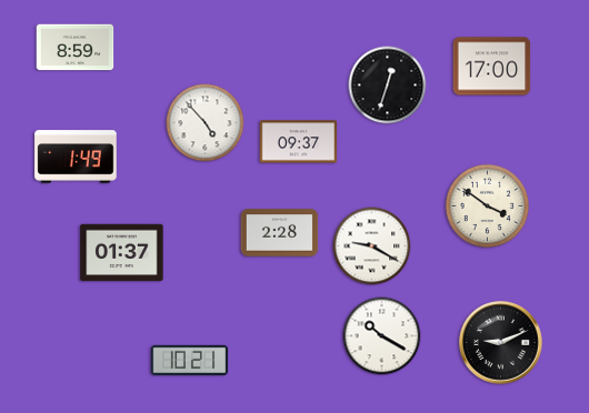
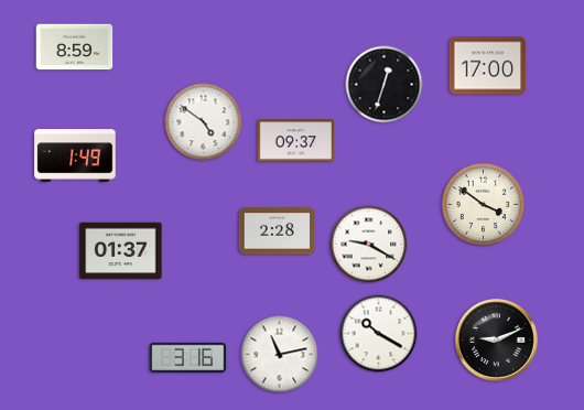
clock at (206, 123): 4:53 -> 4:51
clock at (280, 355): none -> 11:13
clock at (190, 360): 10:21 -> 3:16
